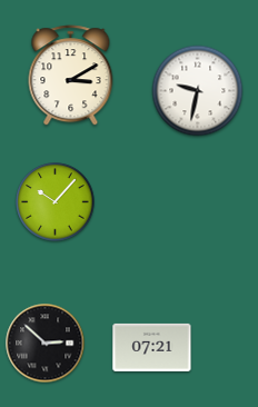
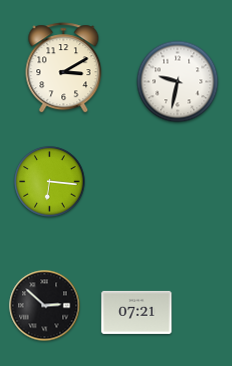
clock at (56, 202): 10:07 -> 6:16
clock at (46, 344) position: (46, 344) -> (45, 306)
